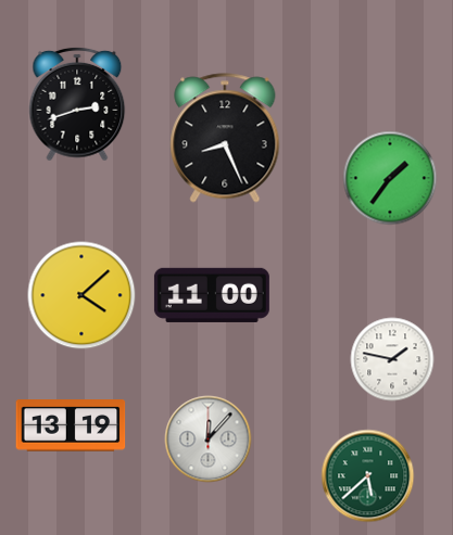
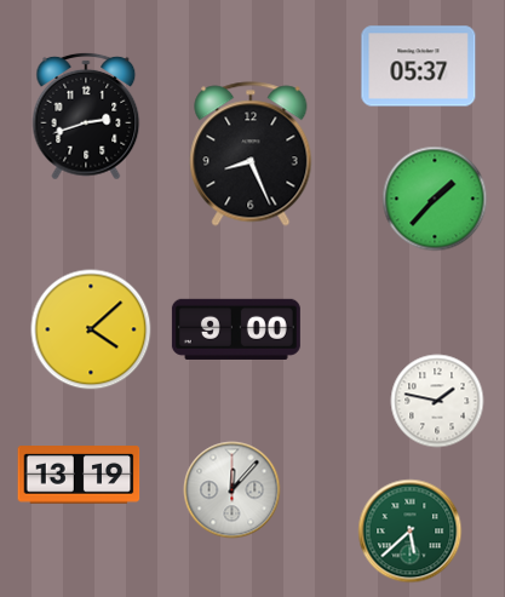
clock at (419, 67): none -> 05:37
clock at (390, 178): 1:36 -> 1:37
clock at (212, 295): 11:00 -> 9:00
